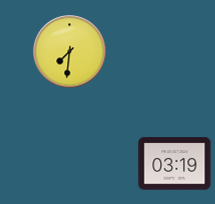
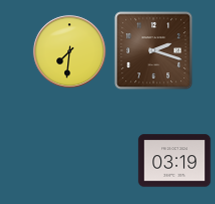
clock at (154, 51): none -> 2:18
clock at (175, 164) position: (175, 164) -> (175, 161)
